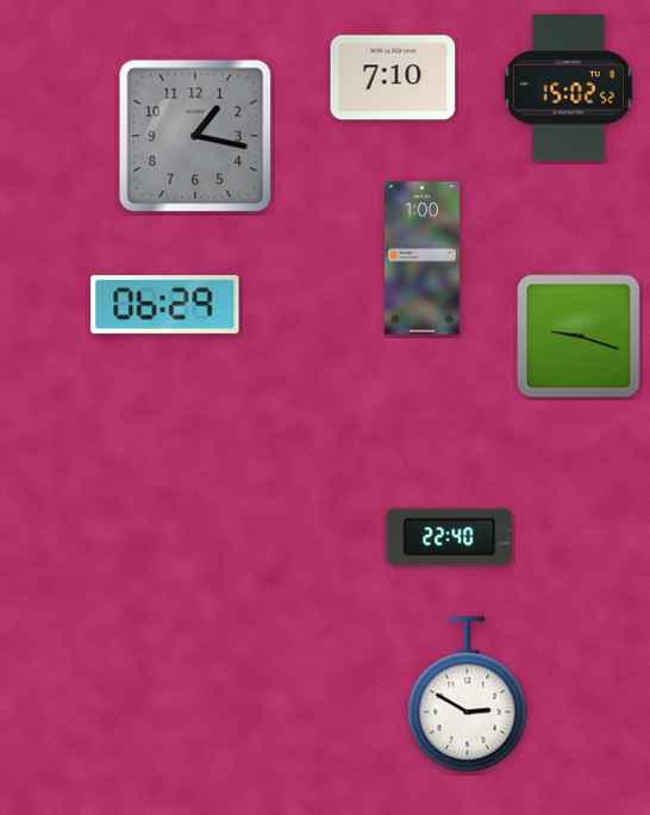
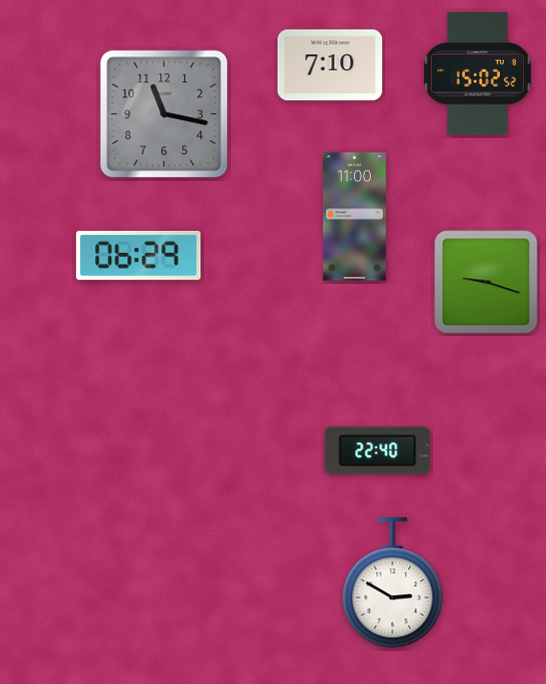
clock at (195, 136): 1:17 -> 11:17
clock at (421, 259): 1:00 -> 11:00
